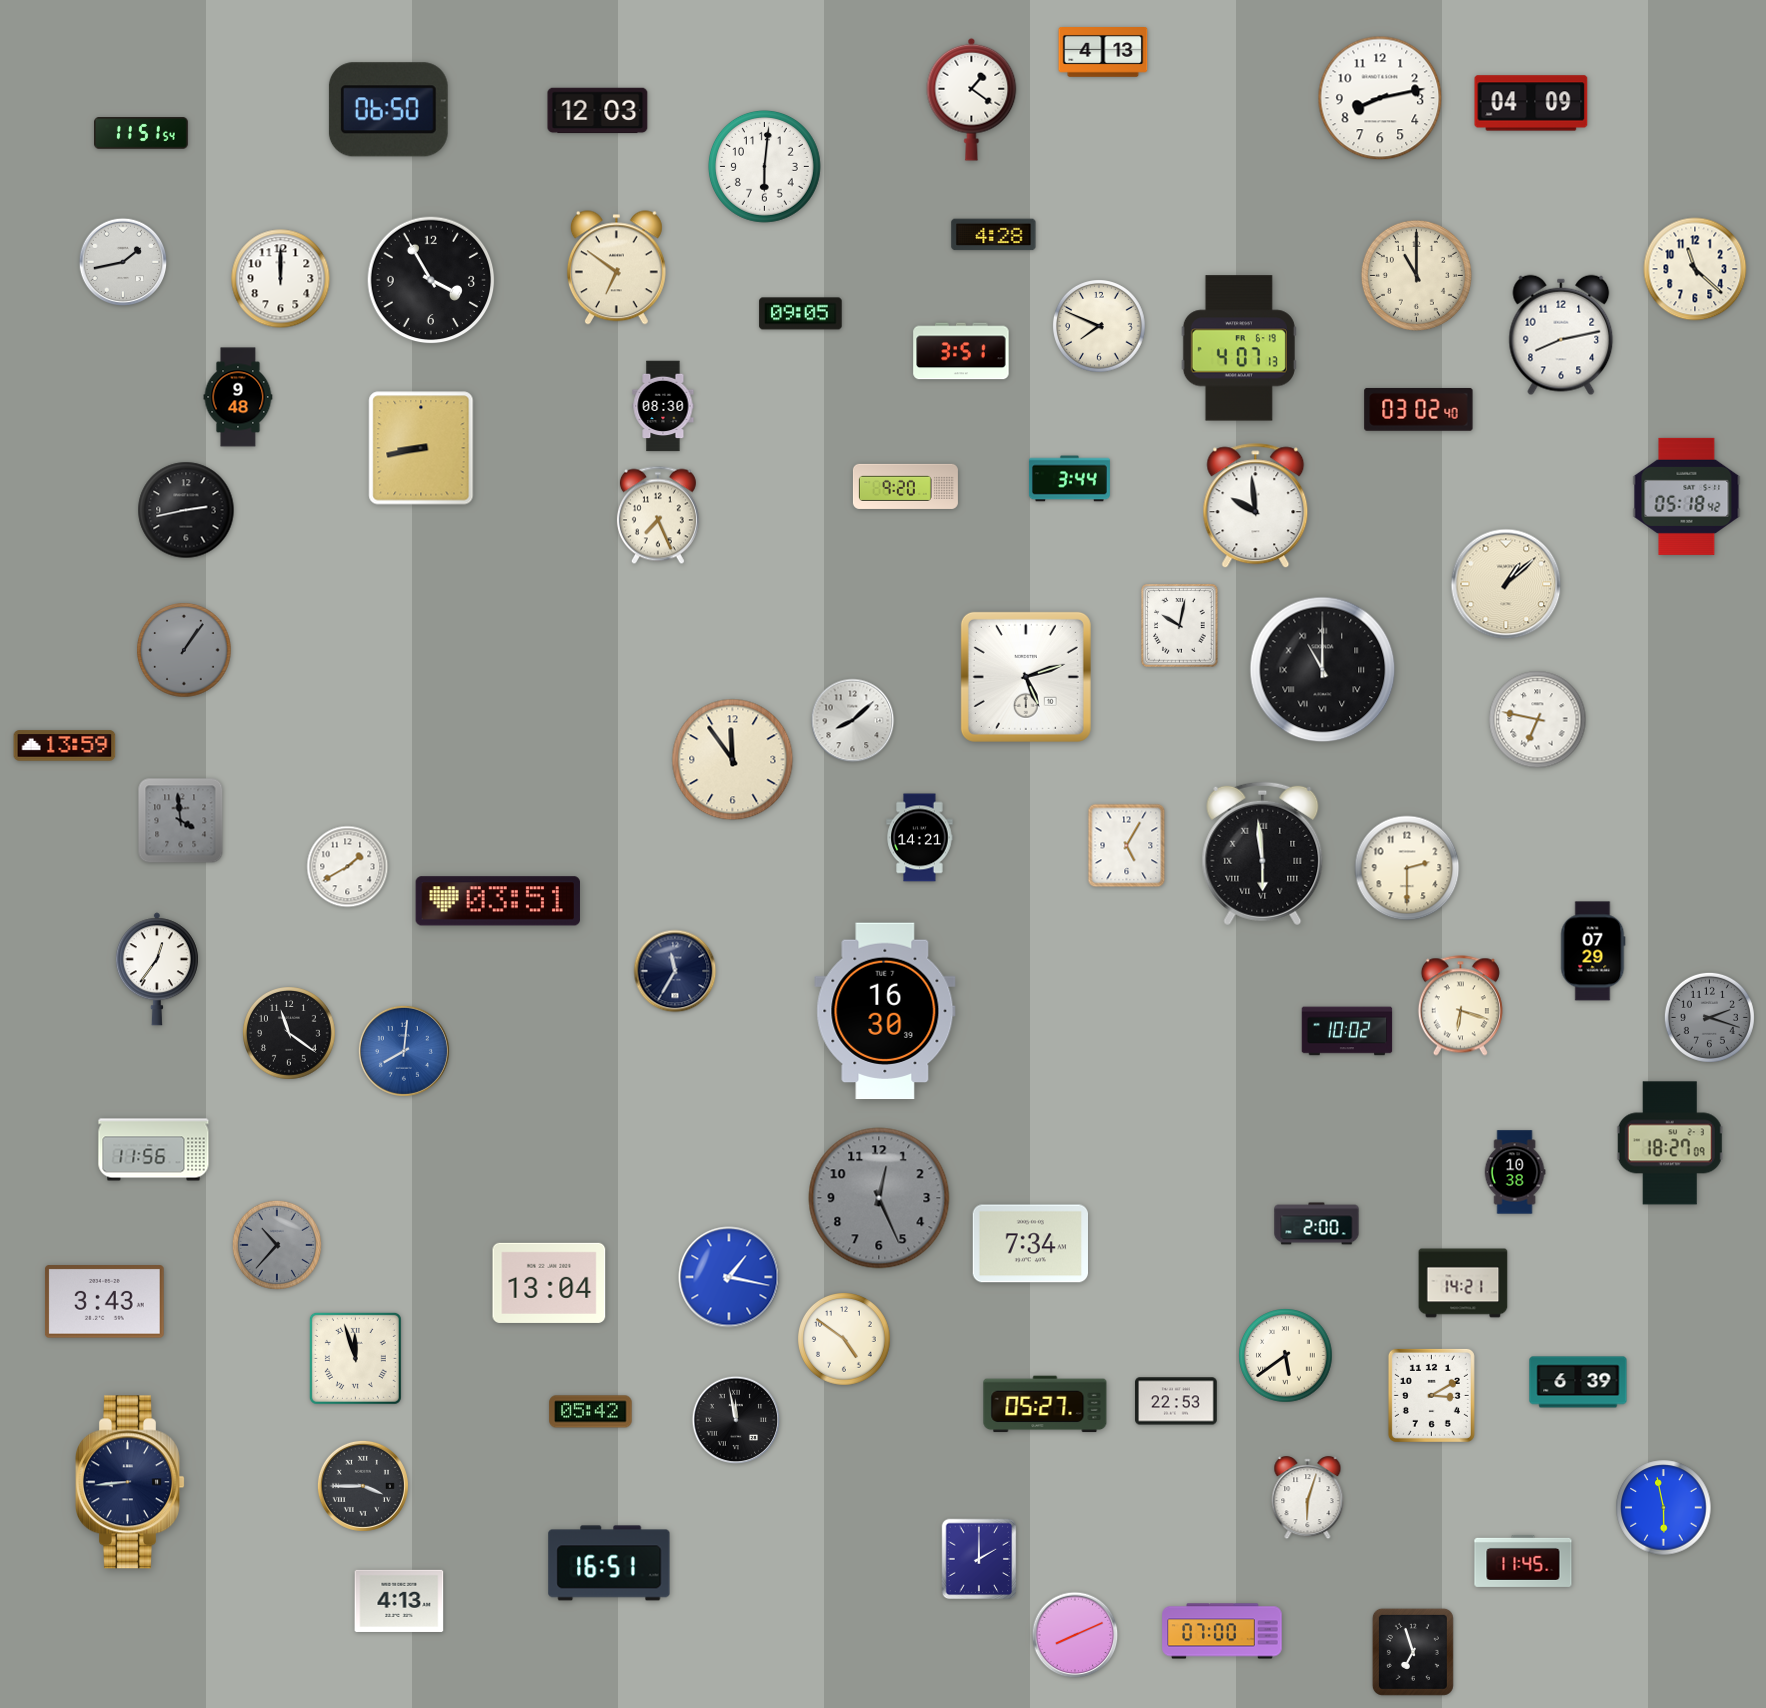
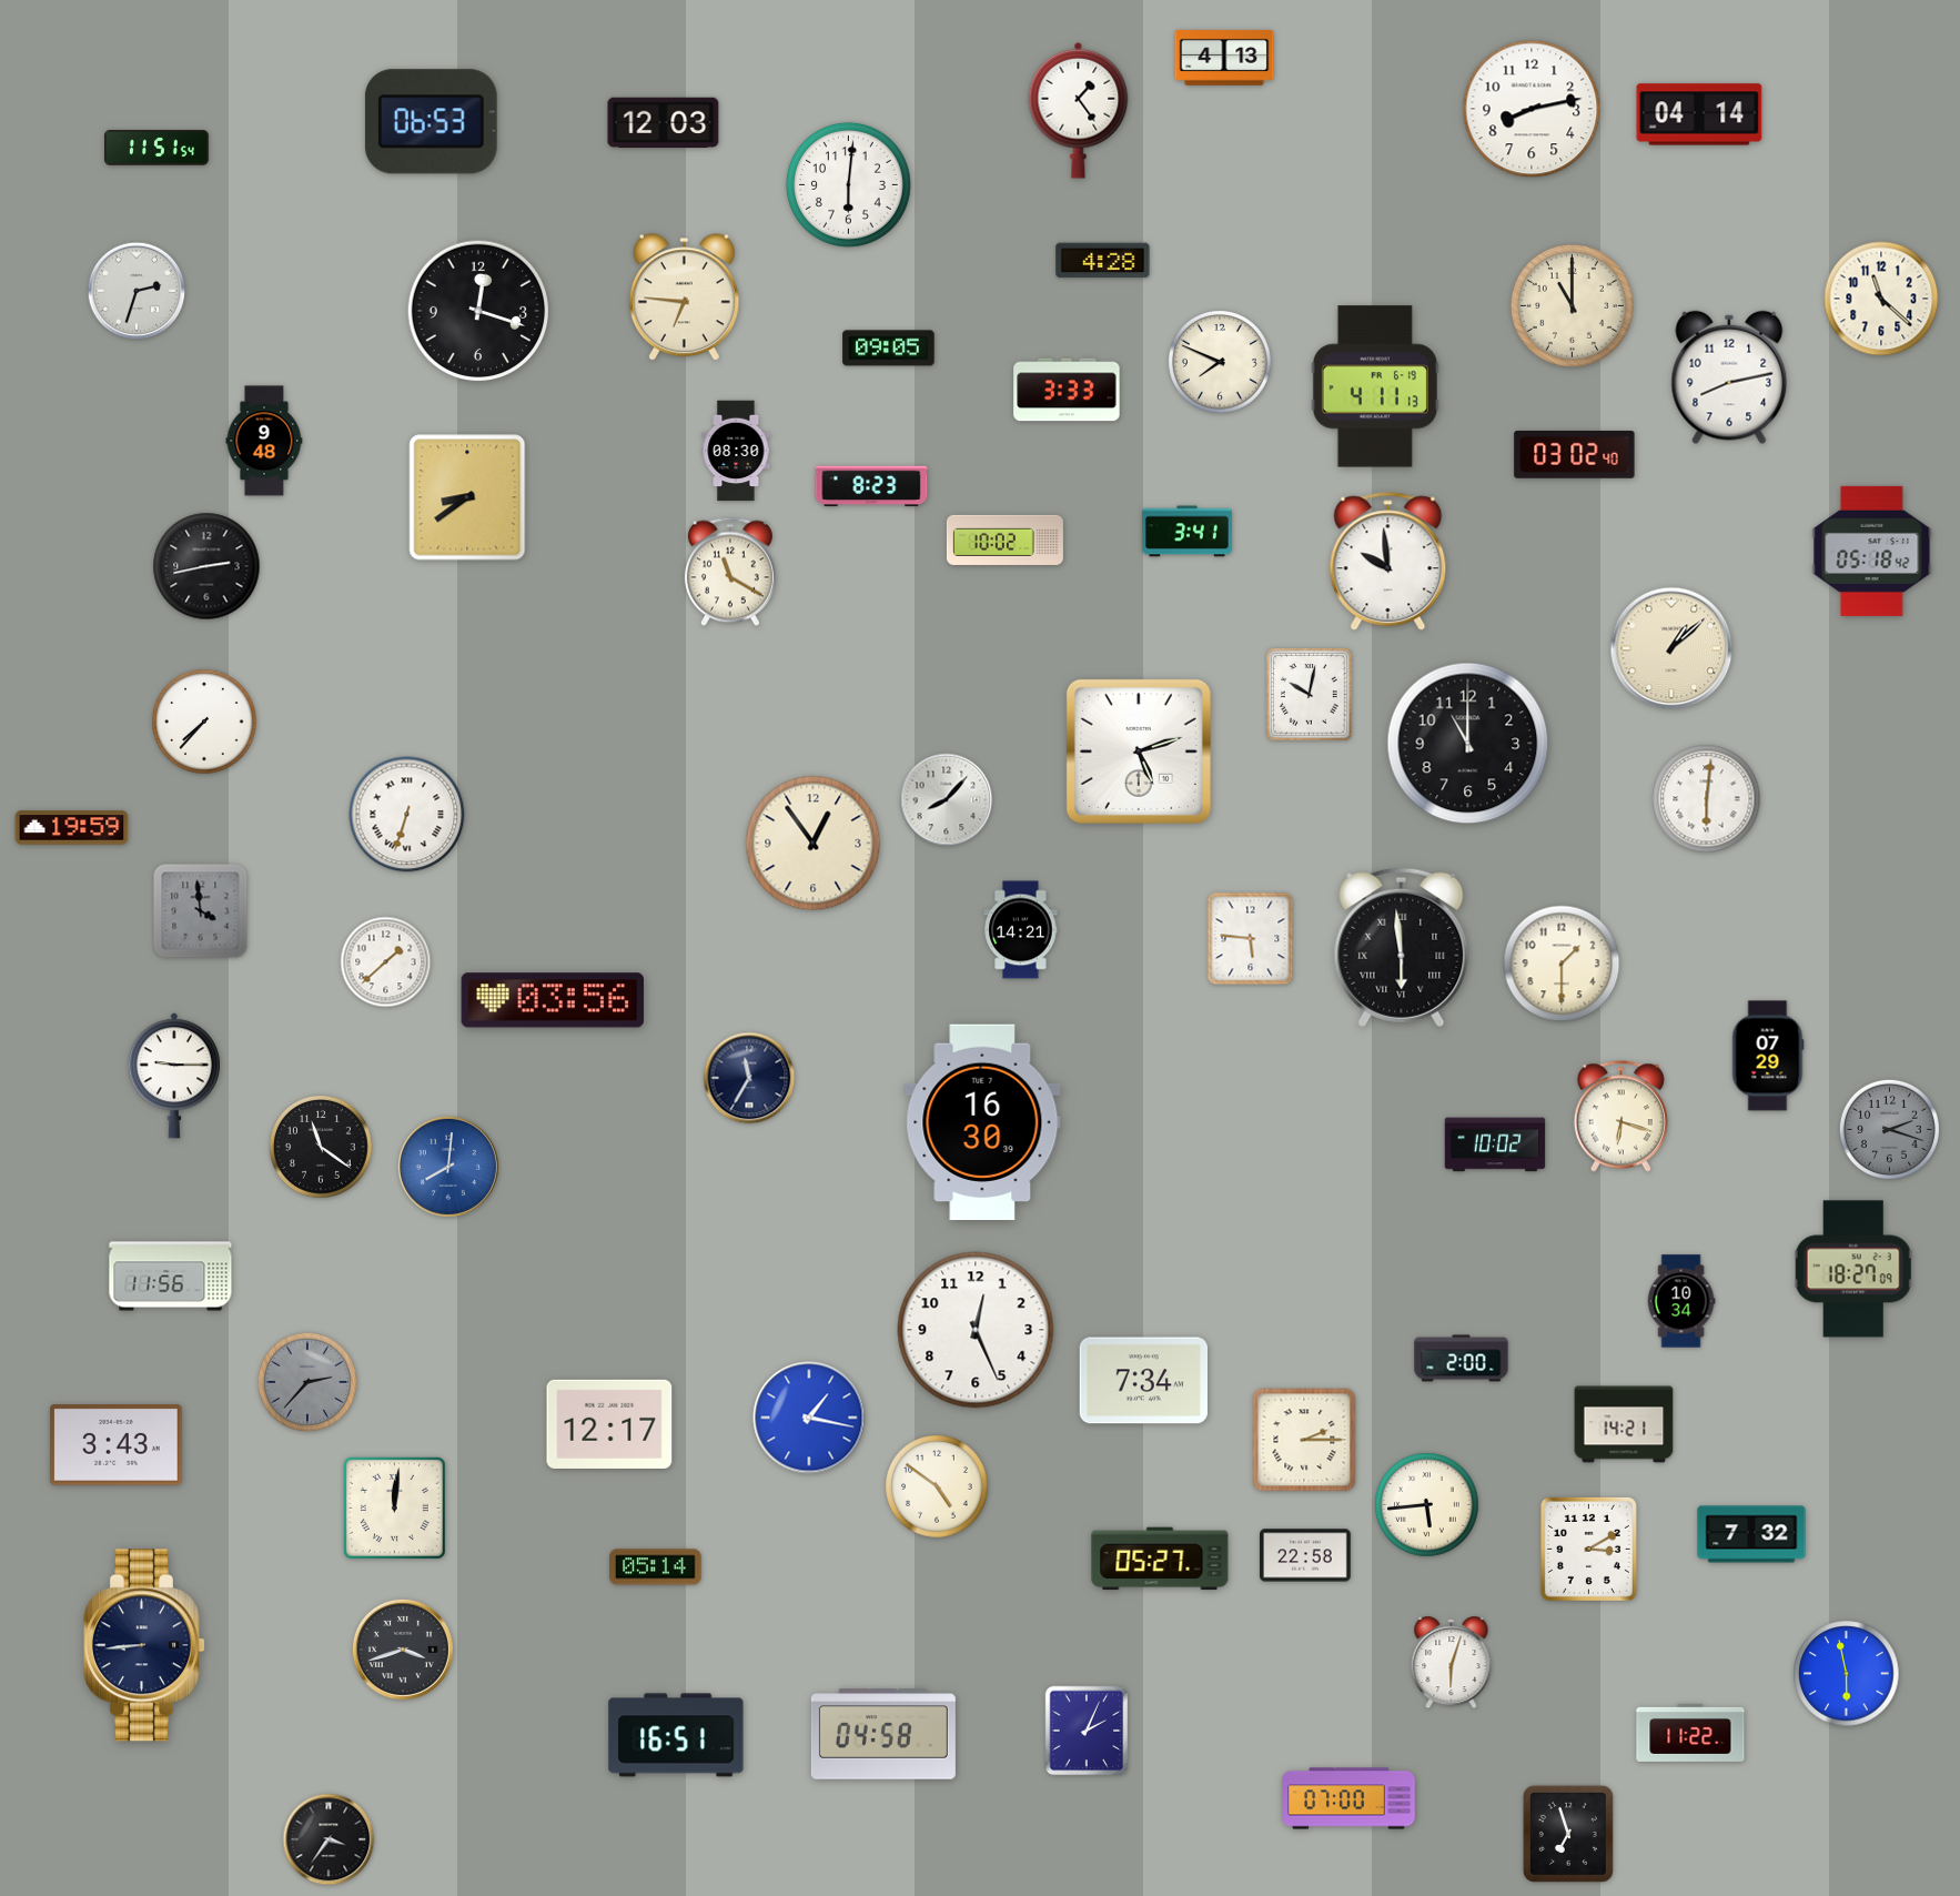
clock at (972, 99): 1:21 -> 1:24
clock at (1531, 103): 04:09 -> 04:14
clock at (388, 110): 06:50 -> 06:53
clock at (123, 262): 1:43 -> 2:33
clock at (616, 268): 6:51 -> 6:46
clock at (281, 279): 12:00 -> none
clock at (431, 280): 3:55 -> 12:18
clock at (1561, 335) position: (1561, 335) -> (1729, 377)
clock at (1239, 348): 4:07 -> 4:11
clock at (961, 351): 3:51 -> 3:33
clock at (871, 486): none -> 8:23
clock at (421, 448): 8:43 -> 8:39
clock at (1069, 479): 3:44 -> 3:41
clock at (905, 486): 9:20 -> 10:02
clock at (1256, 506) position: (1256, 506) -> (1388, 562)
clock at (658, 515): 7:26 -> 11:20
clock at (184, 650): 1:06 -> 7:37
clock at (184, 650) dial: grey -> white
clock at (1323, 670) numerals: Roman -> Arabic
clock at (1538, 720): 6:47 -> 6:01
clock at (853, 721): 8:08 -> 8:07
clock at (407, 815): none -> 6:33
clock at (65, 746): 13:59 -> 19:59
clock at (733, 760): 11:54 -> 12:54
clock at (1127, 846): 5:05 -> 5:46
clock at (348, 867): 1:40 -> 1:38
clock at (1407, 868): 2:30 -> 1:30
clock at (497, 901): 03:51 -> 03:56
clock at (157, 969): 12:36 -> 9:15
clock at (1709, 1017) position: (1709, 1017) -> (1889, 1129)
clock at (1515, 1172): 10:38 -> 10:34
clock at (879, 1198) dial: grey -> white
clock at (277, 1245): 10:37 -> 2:37
clock at (549, 1283): 13:04 -> 12:17
clock at (1304, 1440): none -> 2:15
clock at (1286, 1356): 5:39 -> 5:44
clock at (355, 1358): 11:57 -> 12:01
clock at (1578, 1382): 6:39 -> 7:32
clock at (1176, 1401): 22:53 -> 22:58
clock at (591, 1412): 05:42 -> 05:14
clock at (736, 1420): 11:58 -> none
clock at (363, 1486): 3:45 -> 3:42
clock at (979, 1559): 2:00 -> 2:04
clock at (1523, 1561): 11:45 -> 11:22
clock at (883, 1734): none -> 04:58
clock at (399, 1601): 4:13 -> none
clock at (1222, 1631) position: (1222, 1631) -> (1348, 1798)
clock at (1075, 1635): 8:11 -> none
clock at (329, 1839): none -> 3:36
